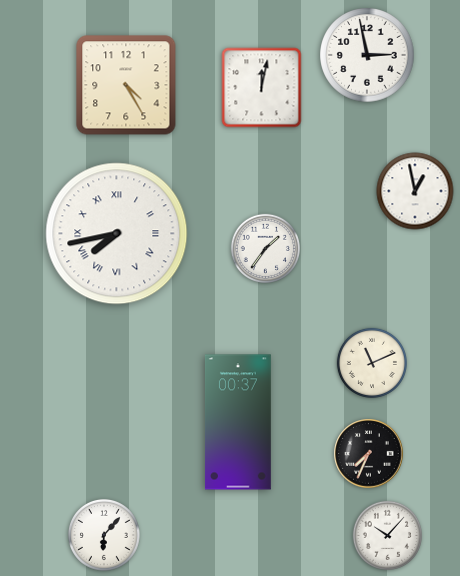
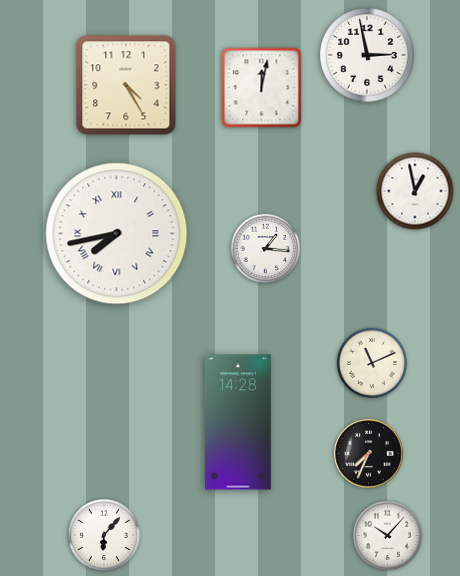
clock at (265, 248): 1:36 -> 1:16
clock at (238, 422): 00:37 -> 14:28
